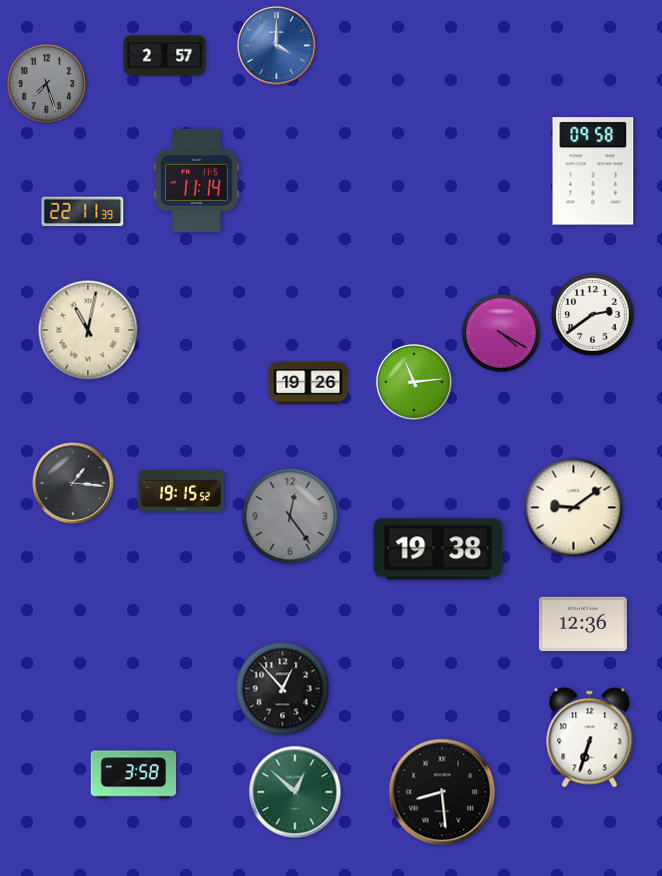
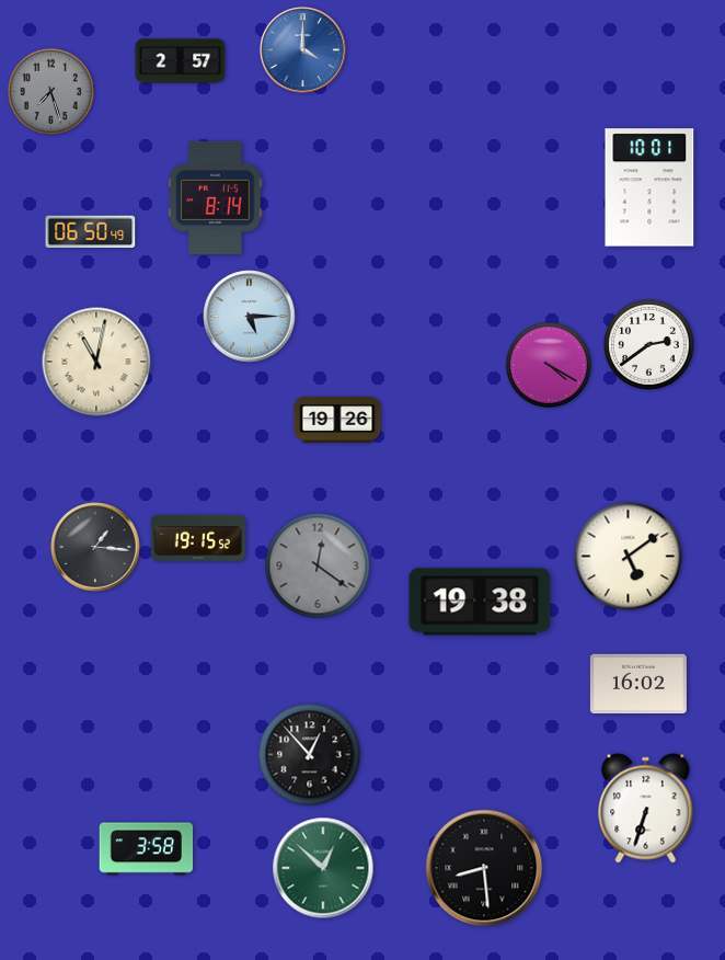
clock at (593, 171): 09:58 -> 10:01
clock at (197, 180): 11:14 -> 8:14
clock at (83, 212): 22:11 -> 06:50
clock at (250, 317): none -> 5:15
clock at (414, 382): 11:14 -> none
clock at (73, 483) position: (73, 483) -> (95, 547)
clock at (574, 508): 9:09 -> 5:09
clock at (290, 516): 12:24 -> 12:21
clock at (583, 624): 12:36 -> 16:02
